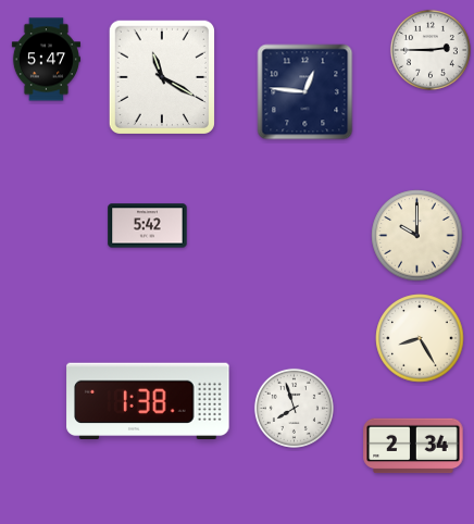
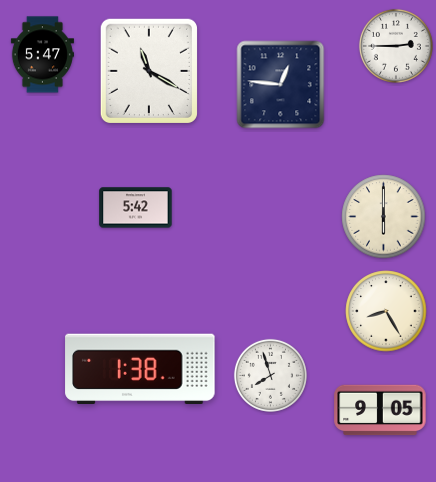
clock at (417, 236): 10:00 -> 6:00
clock at (148, 400) position: (148, 400) -> (140, 368)
clock at (413, 446): 2:34 -> 9:05
